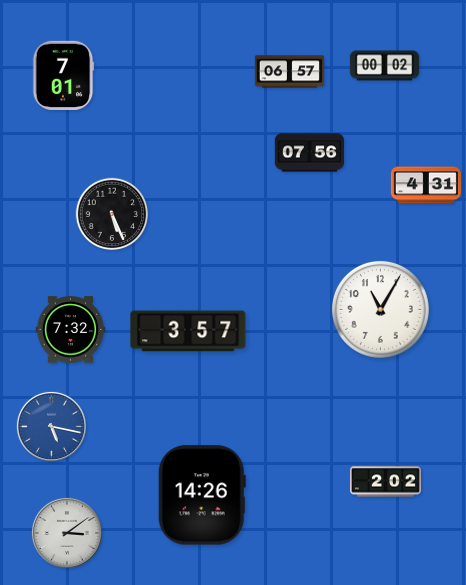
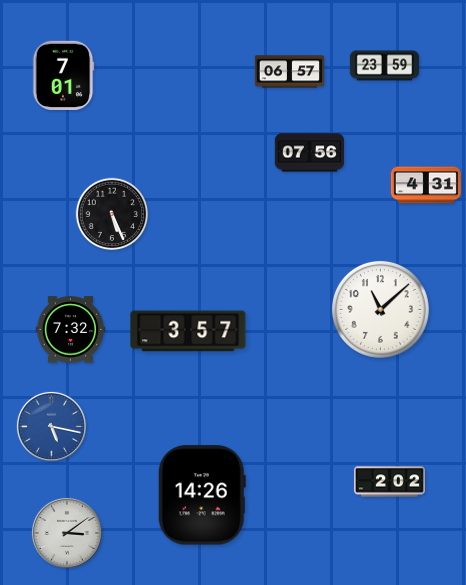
clock at (385, 66): 00:02 -> 23:59
clock at (380, 309): 11:05 -> 11:08
clock at (385, 482) position: (385, 482) -> (389, 482)
